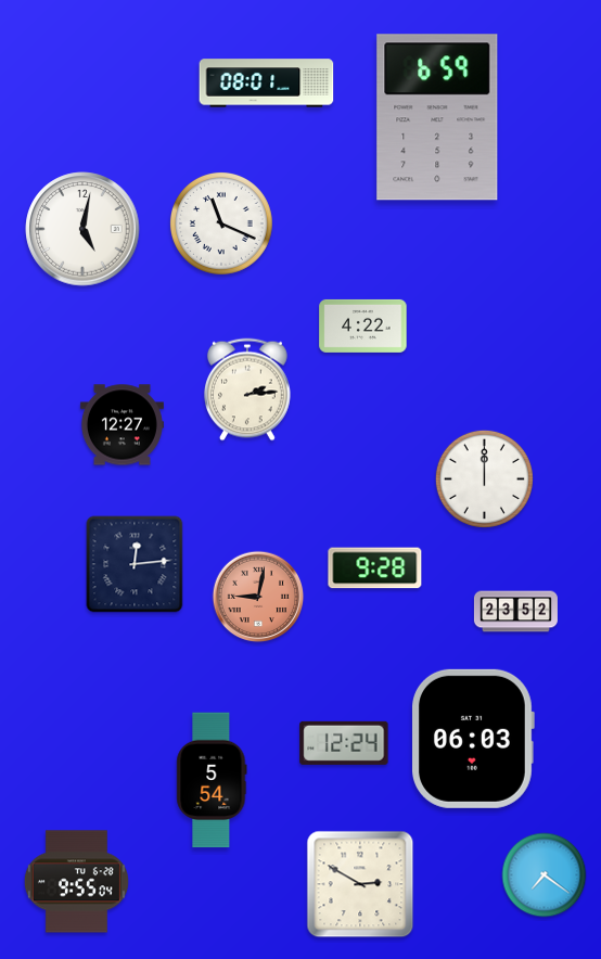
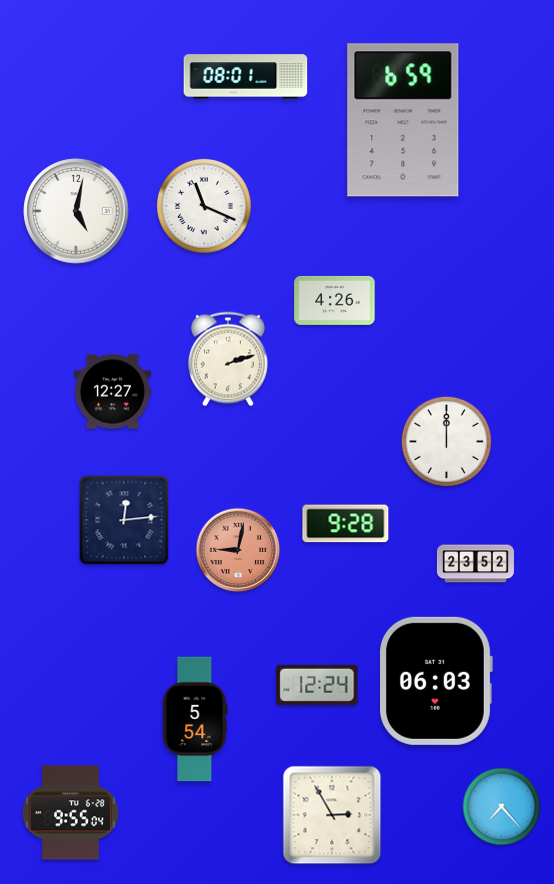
clock at (437, 117) position: (437, 117) -> (403, 120)
clock at (363, 325): 4:22 -> 4:26
clock at (247, 389): 2:14 -> 2:12
clock at (545, 875): 7:21 -> 7:23
clock at (360, 884): 2:50 -> 2:55
